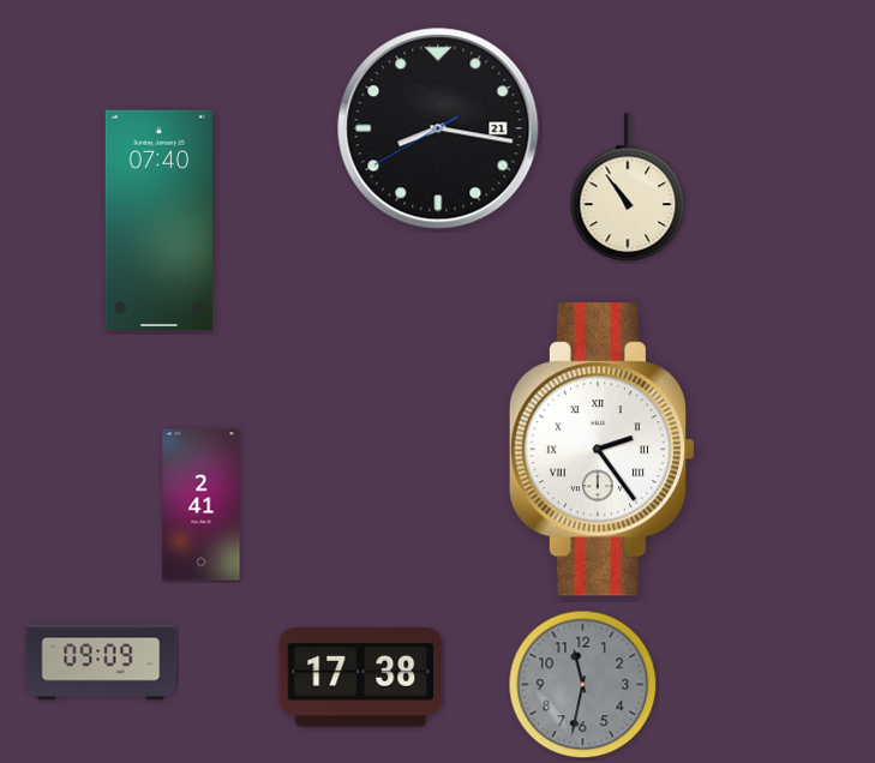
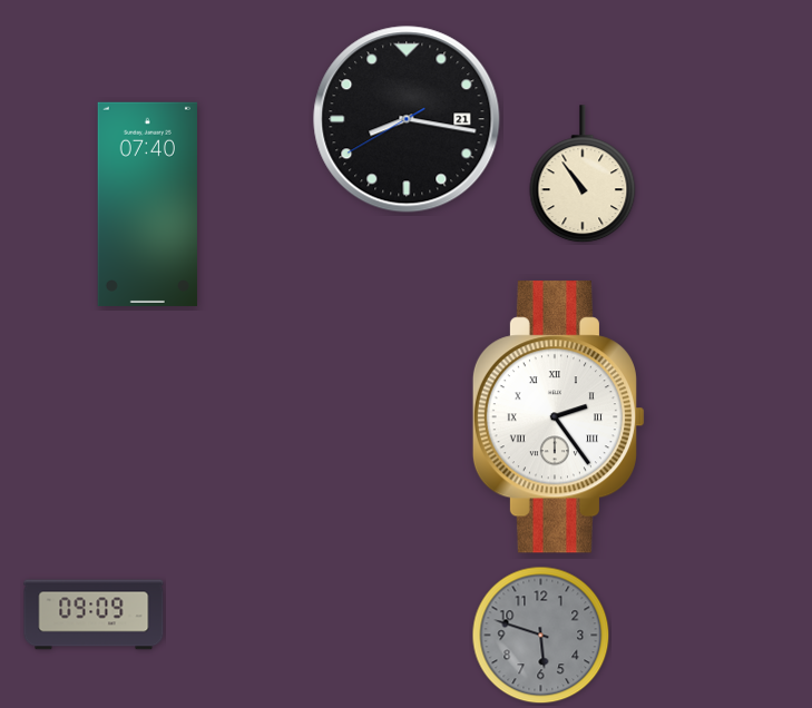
clock at (202, 505): 2:41 -> none
clock at (361, 678): 17:38 -> none
clock at (583, 685): 11:32 -> 5:48
